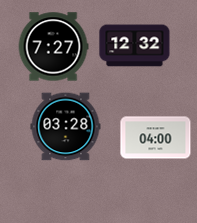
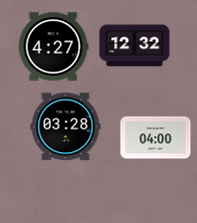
clock at (53, 47): 7:27 -> 4:27
